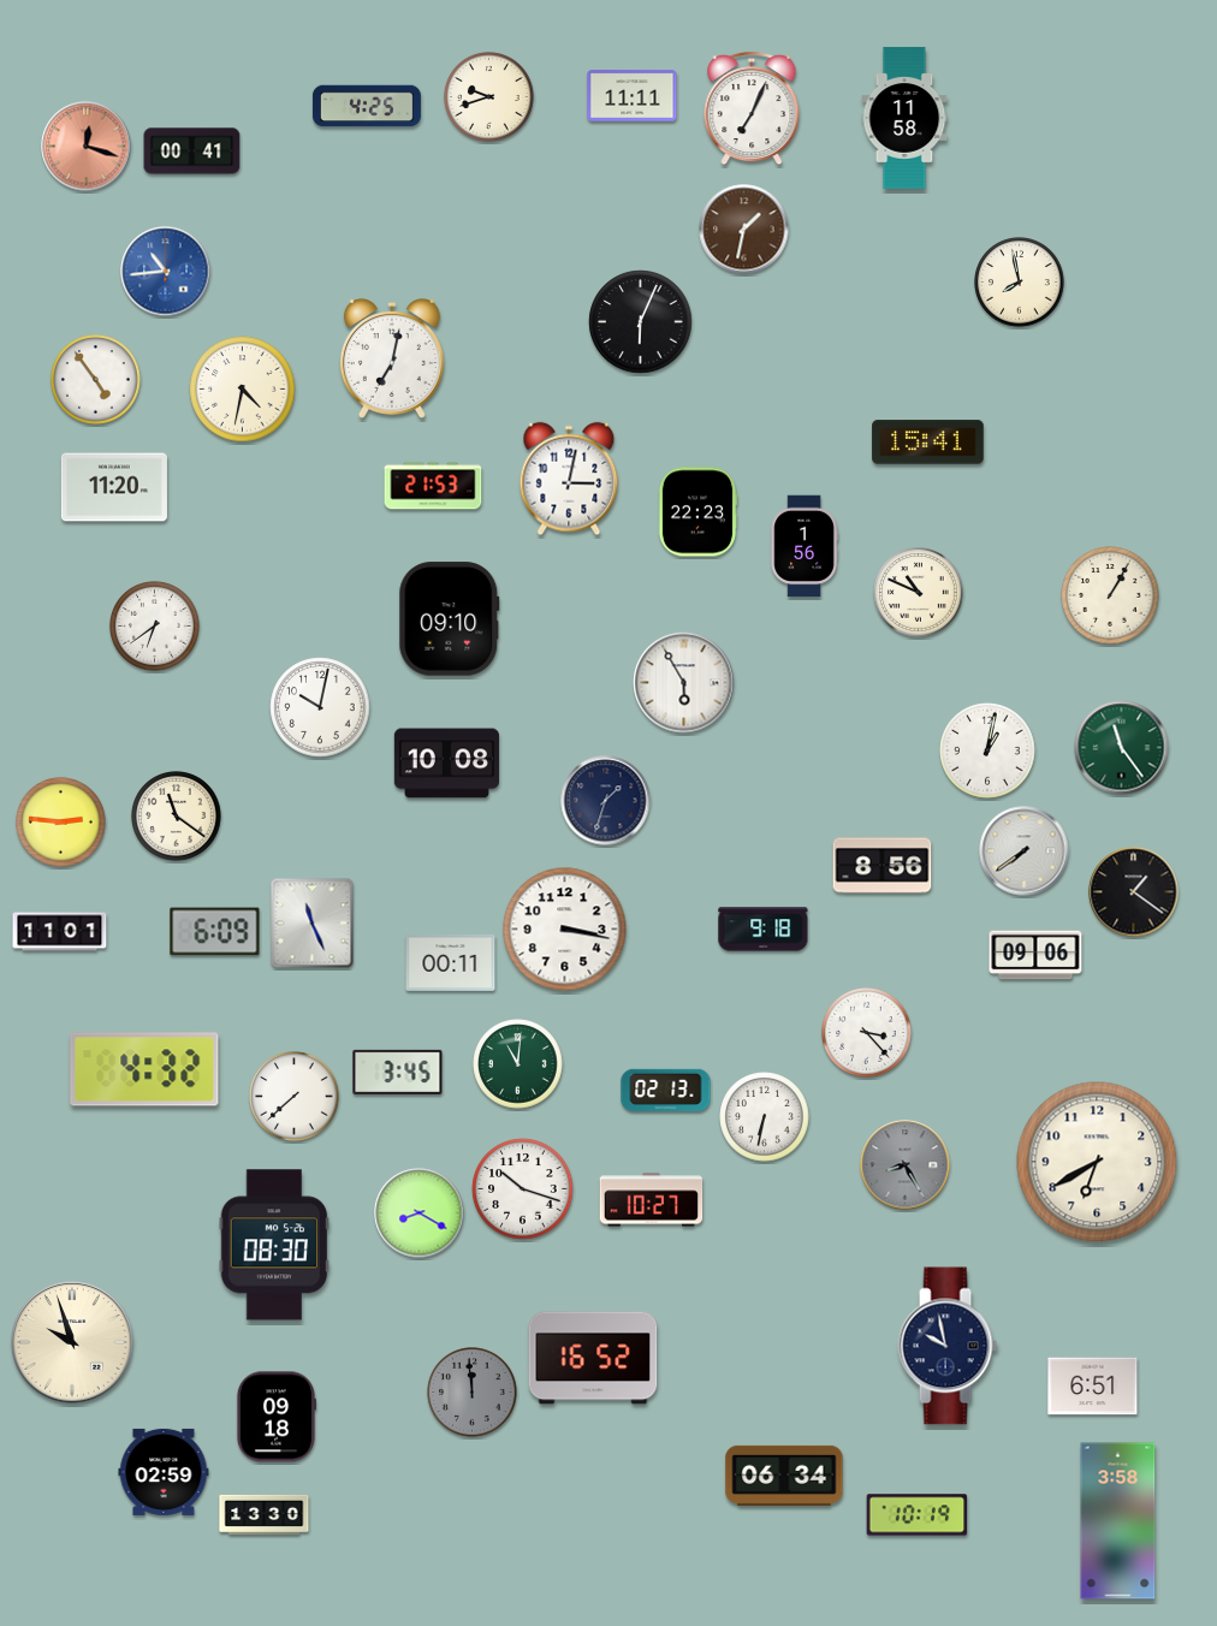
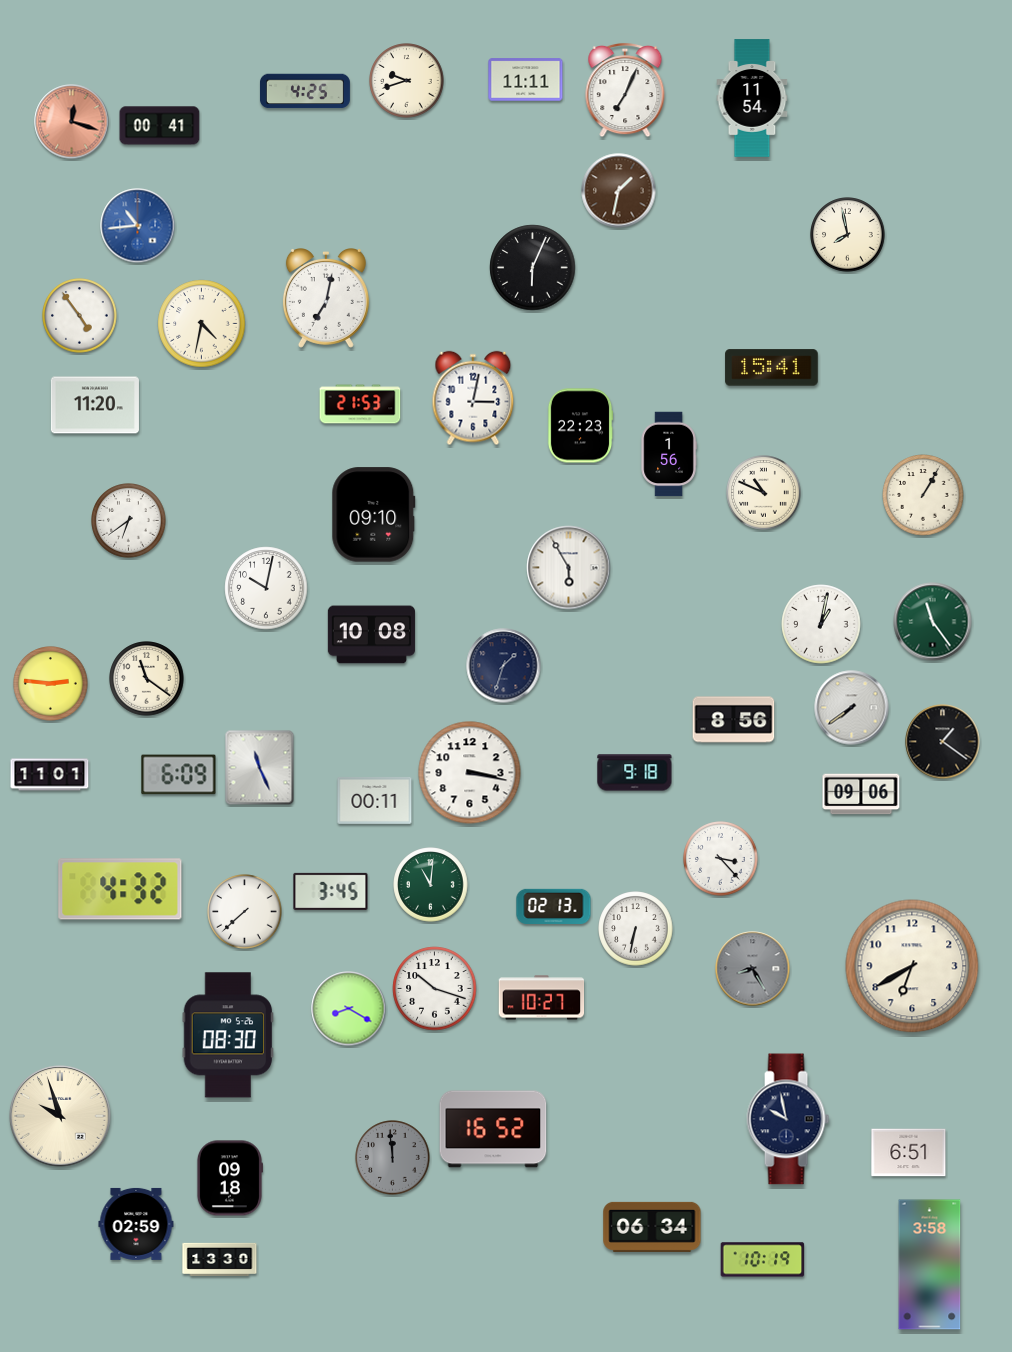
clock at (367, 106) position: (367, 106) -> (305, 91)
clock at (904, 118): 11:58 -> 11:54
